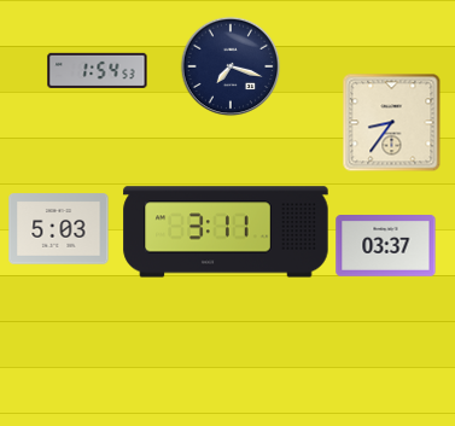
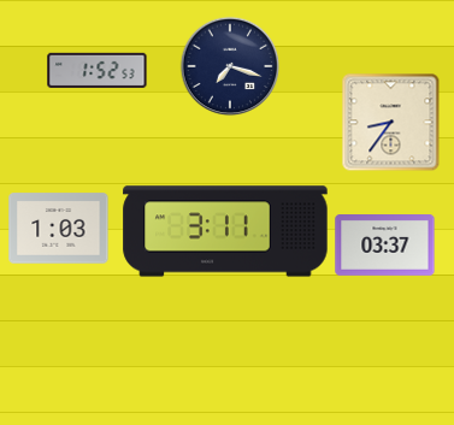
clock at (98, 70): 1:54 -> 1:52
clock at (59, 229): 5:03 -> 1:03
